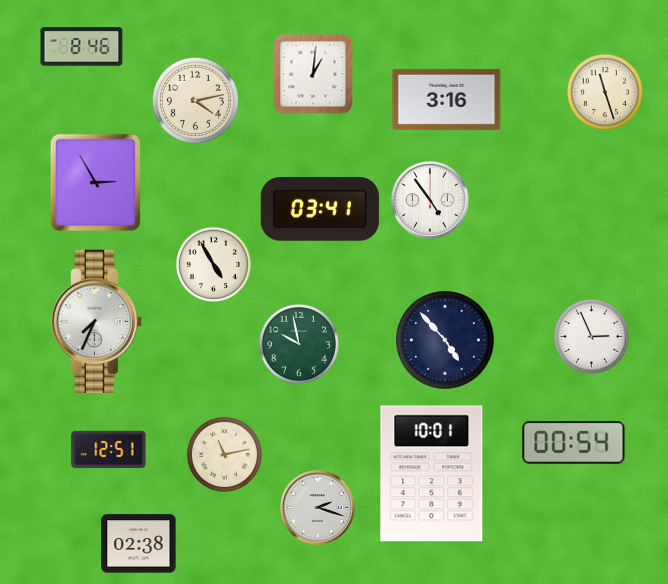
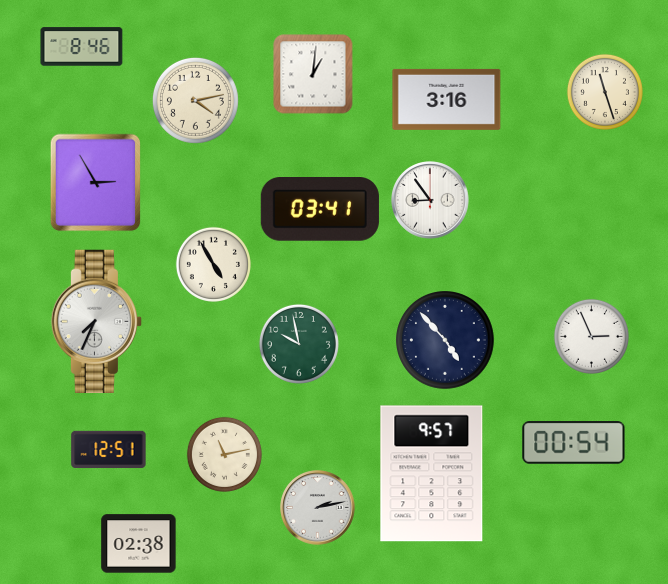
clock at (430, 200): 4:54 -> 8:54
clock at (432, 474): 10:01 -> 9:57
clock at (318, 508): 2:18 -> 2:13
